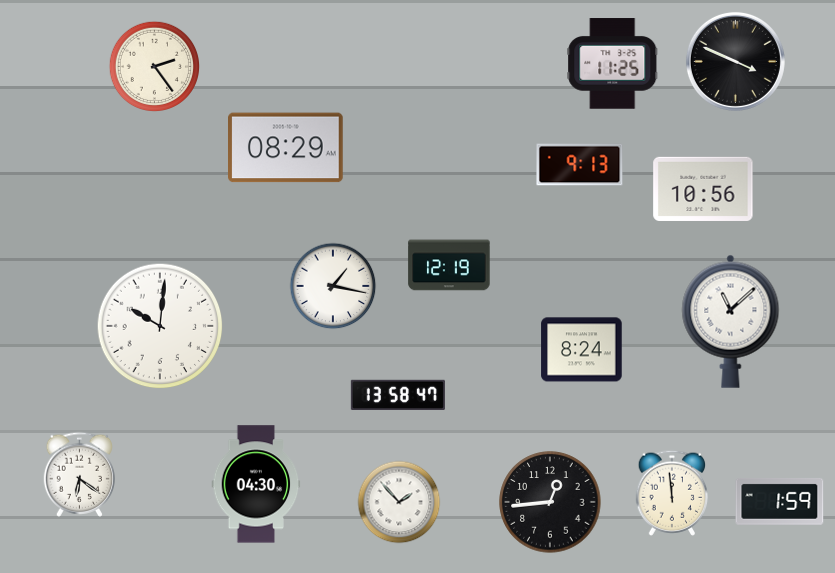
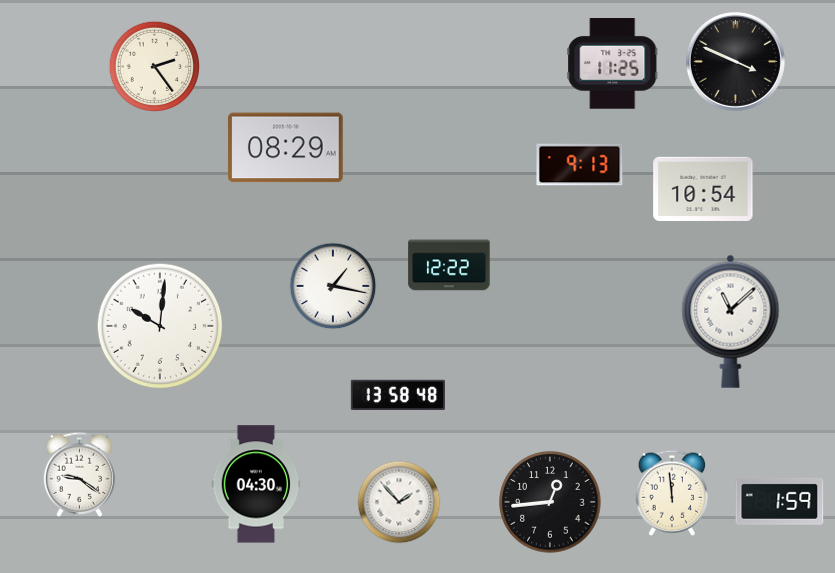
clock at (703, 188): 10:56 -> 10:54
clock at (449, 265): 12:19 -> 12:22
clock at (582, 350): 8:24 -> none
clock at (398, 394): 13:58:47 -> 13:58:48
clock at (79, 474): 6:21 -> 9:21
